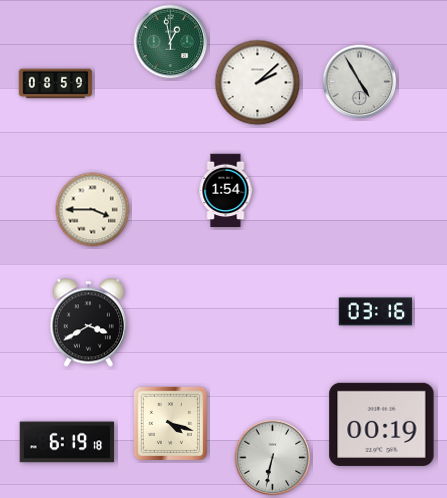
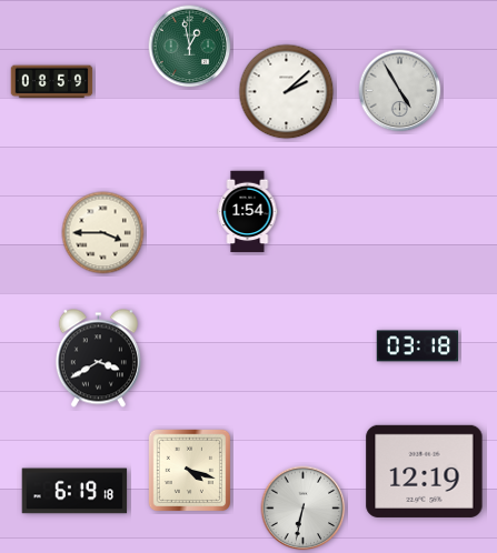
clock at (56, 84) position: (56, 84) -> (52, 82)
clock at (226, 191) position: (226, 191) -> (248, 212)
clock at (376, 312): 03:16 -> 03:18
clock at (382, 424): 00:19 -> 12:19
